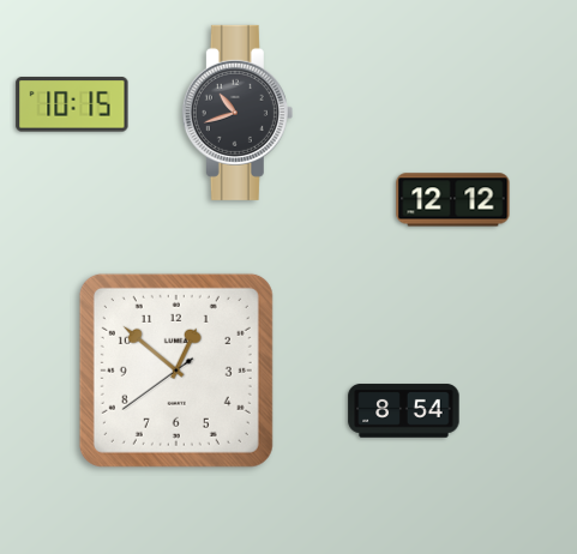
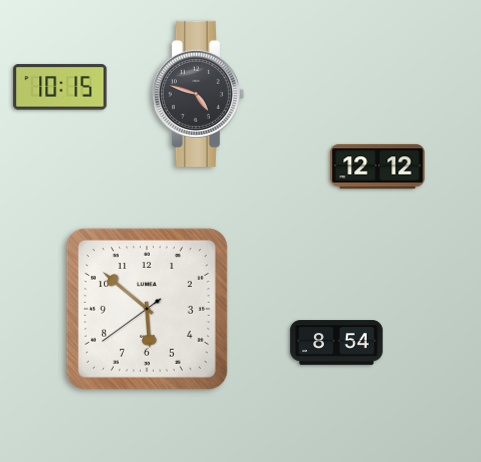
clock at (238, 113): 10:42 -> 4:48
clock at (176, 371): 12:51 -> 5:51
